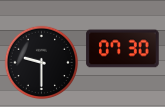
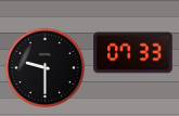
clock at (123, 49): 07:30 -> 07:33
